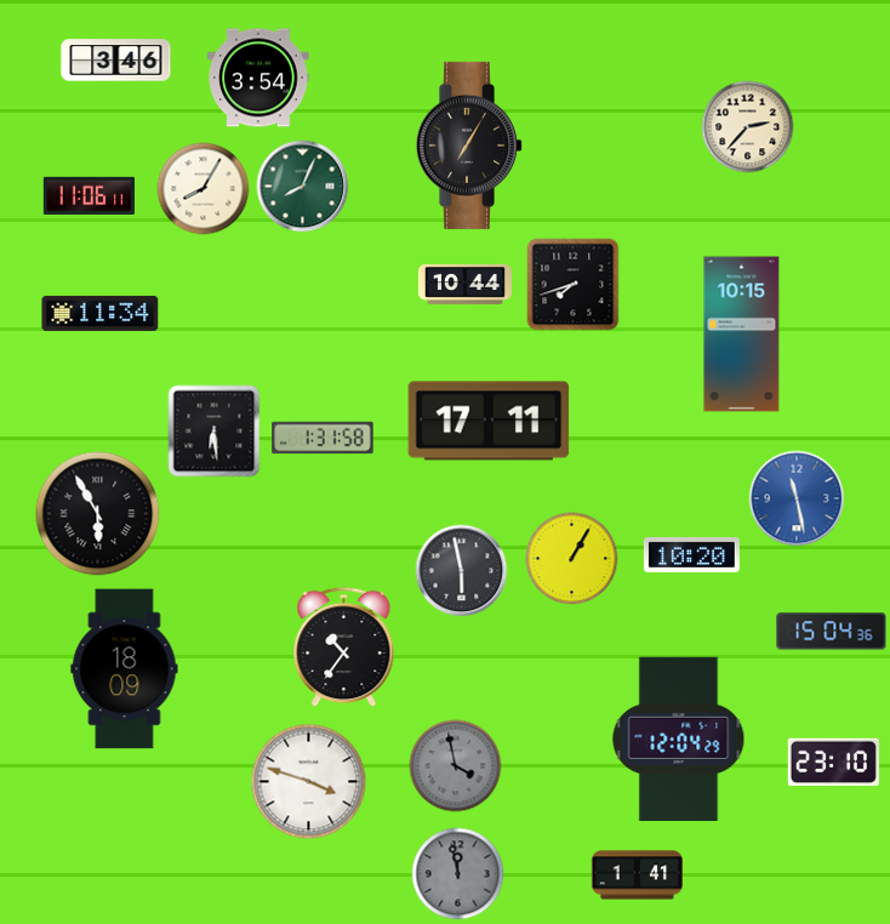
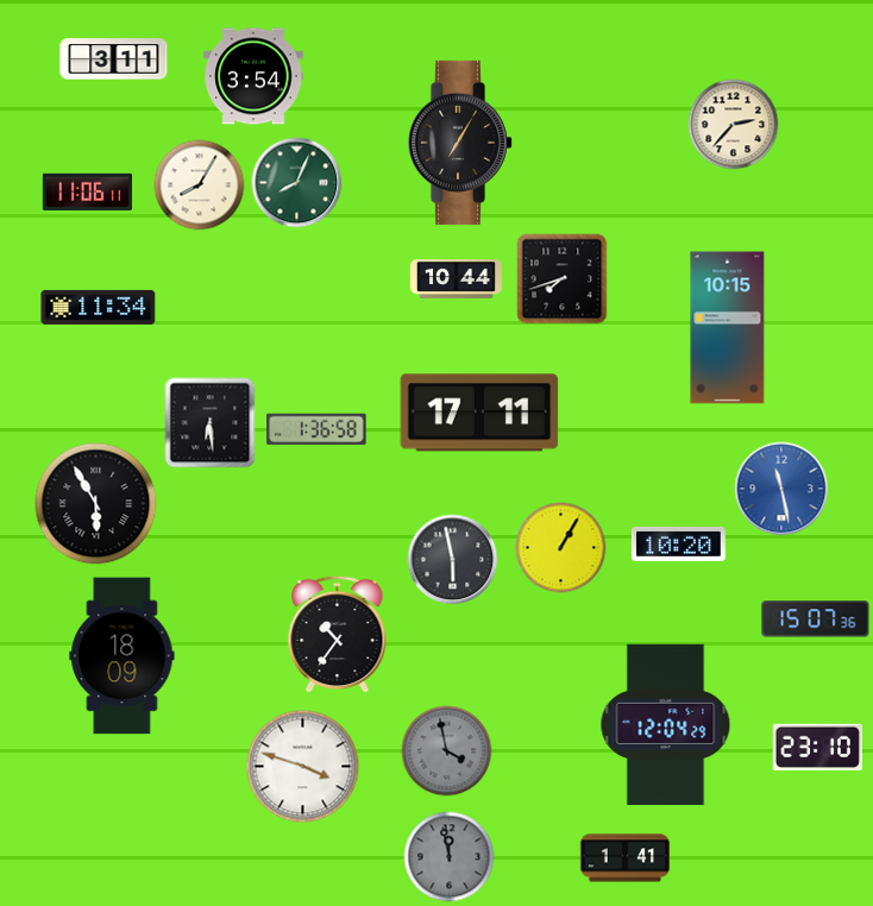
clock at (116, 61): 3:46 -> 3:11
clock at (323, 438): 1:31 -> 1:36
clock at (832, 632): 15:04 -> 15:07
